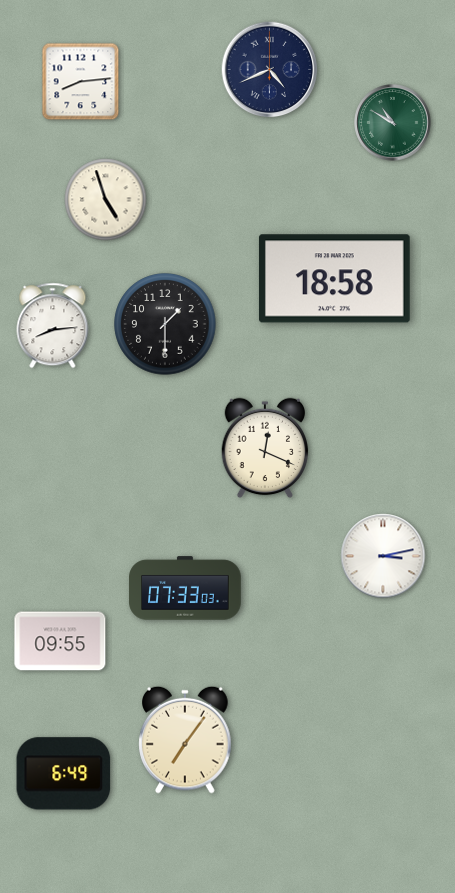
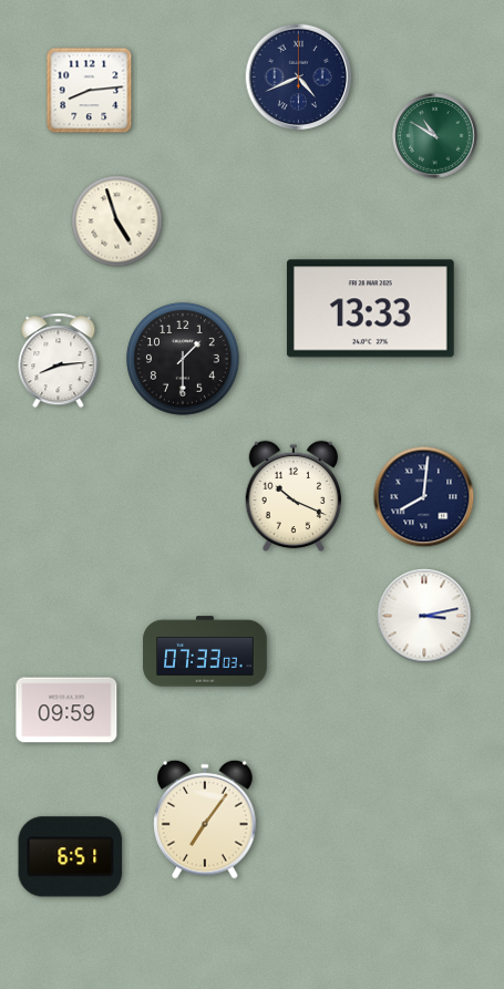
clock at (334, 279): 18:58 -> 13:33
clock at (265, 448): 12:19 -> 10:19
clock at (424, 497): none -> 8:01
clock at (60, 641): 09:55 -> 09:59
clock at (64, 774): 6:49 -> 6:51
